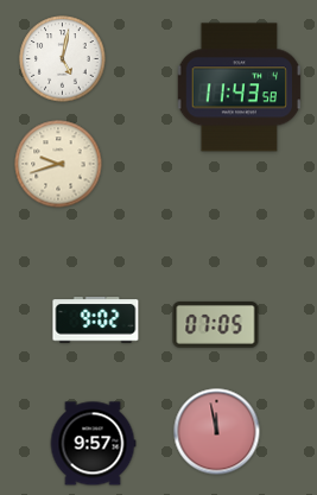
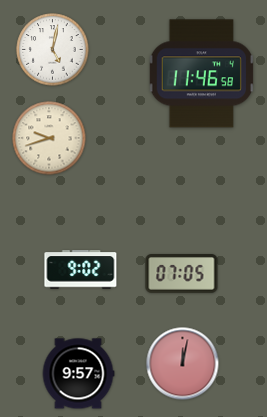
clock at (239, 88): 11:43 -> 11:46
clock at (217, 432): 11:58 -> 12:02
